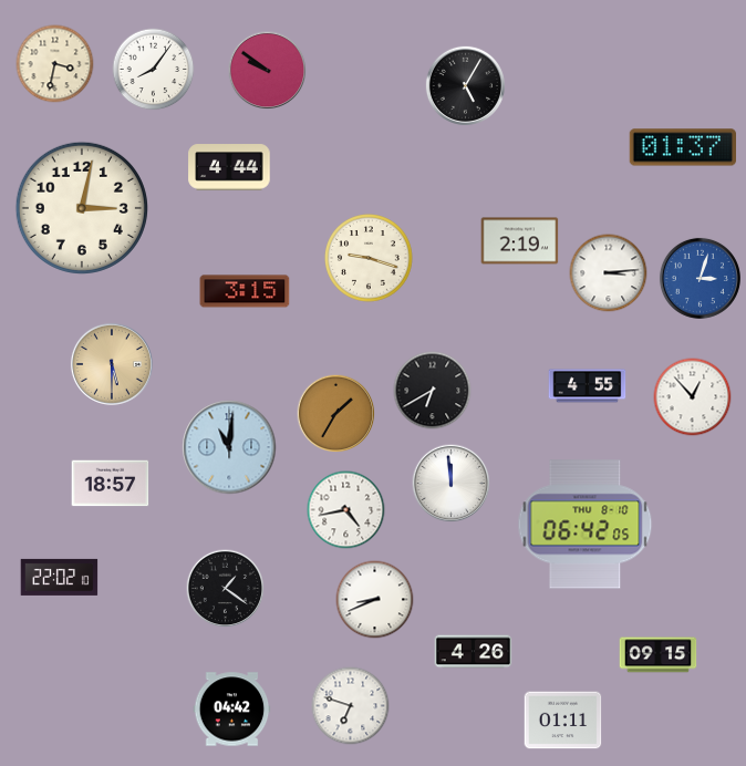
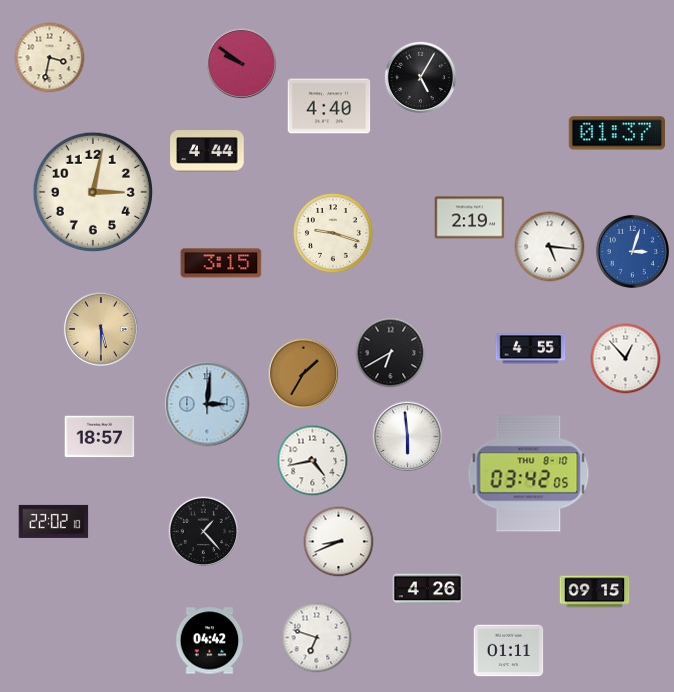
clock at (154, 70): 8:06 -> none
clock at (329, 106): none -> 4:40
clock at (82, 208) position: (82, 208) -> (93, 192)
clock at (609, 273): 3:14 -> 5:16
clock at (229, 447): 11:01 -> 3:01
clock at (452, 484): 11:59 -> 5:59
clock at (586, 525): 06:42 -> 03:42
clock at (226, 589): 1:21 -> 1:23
